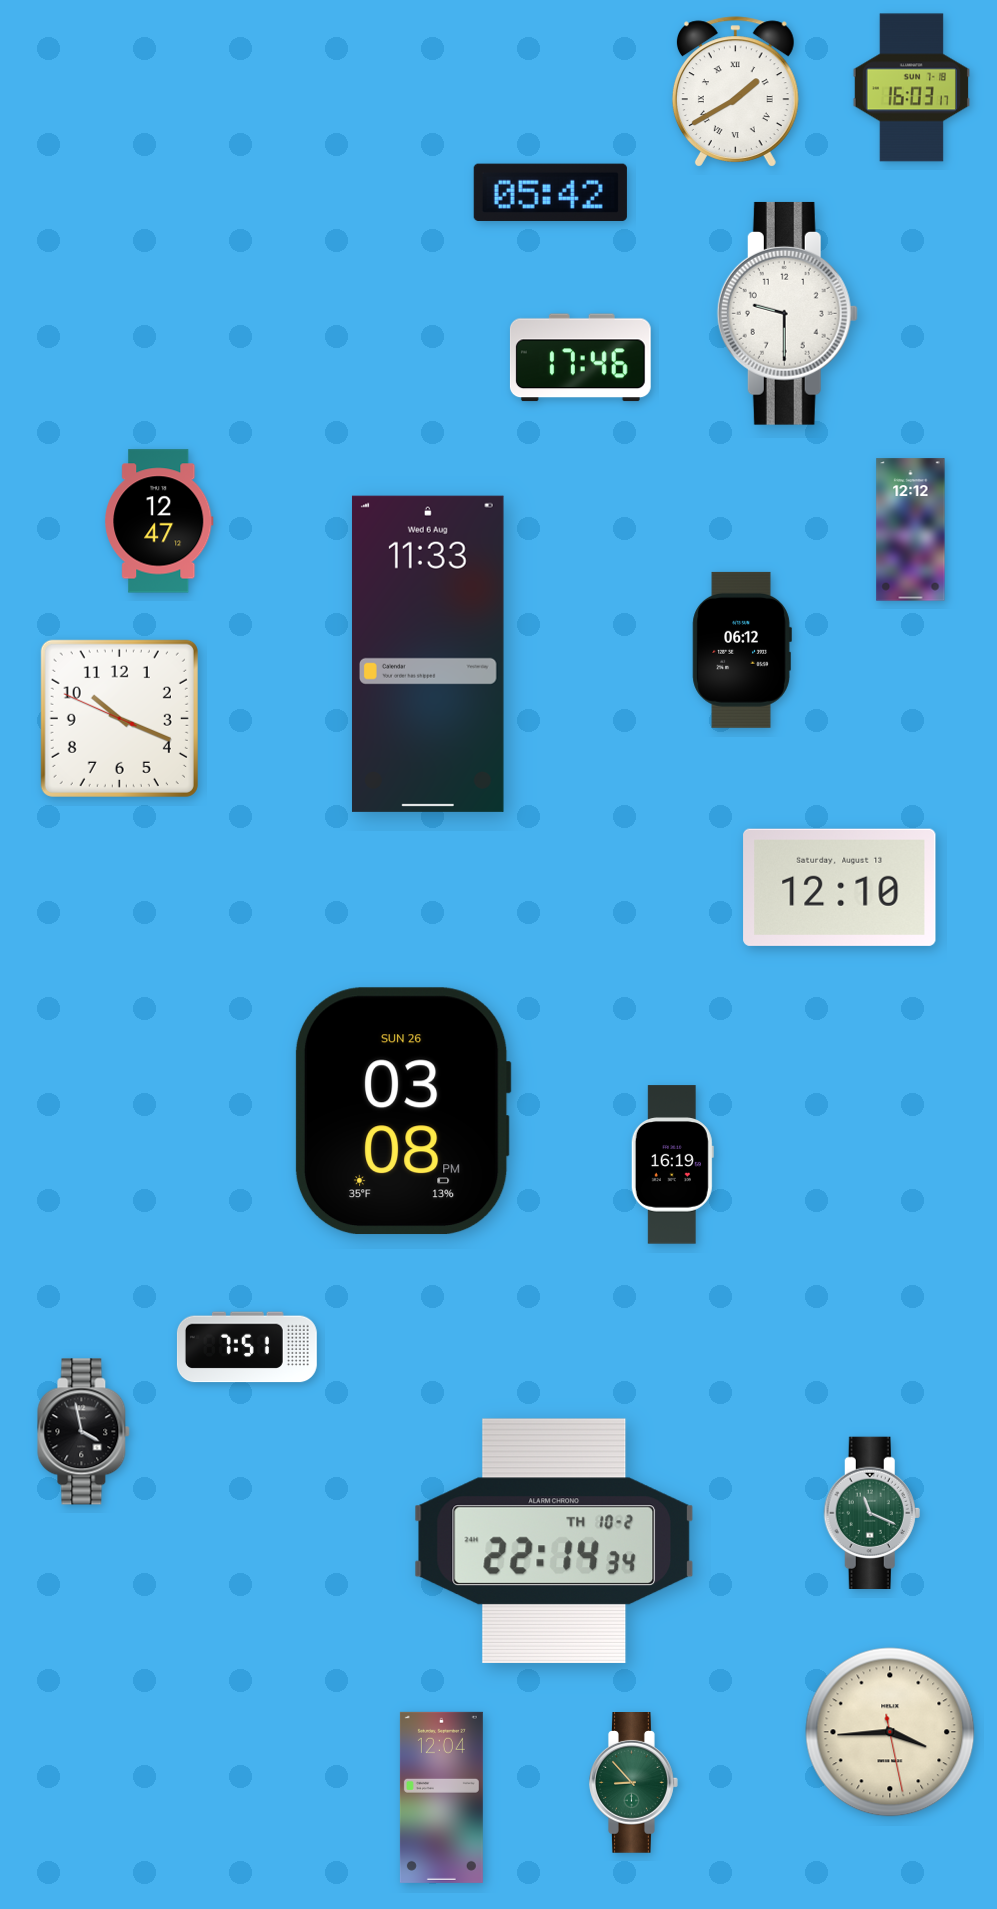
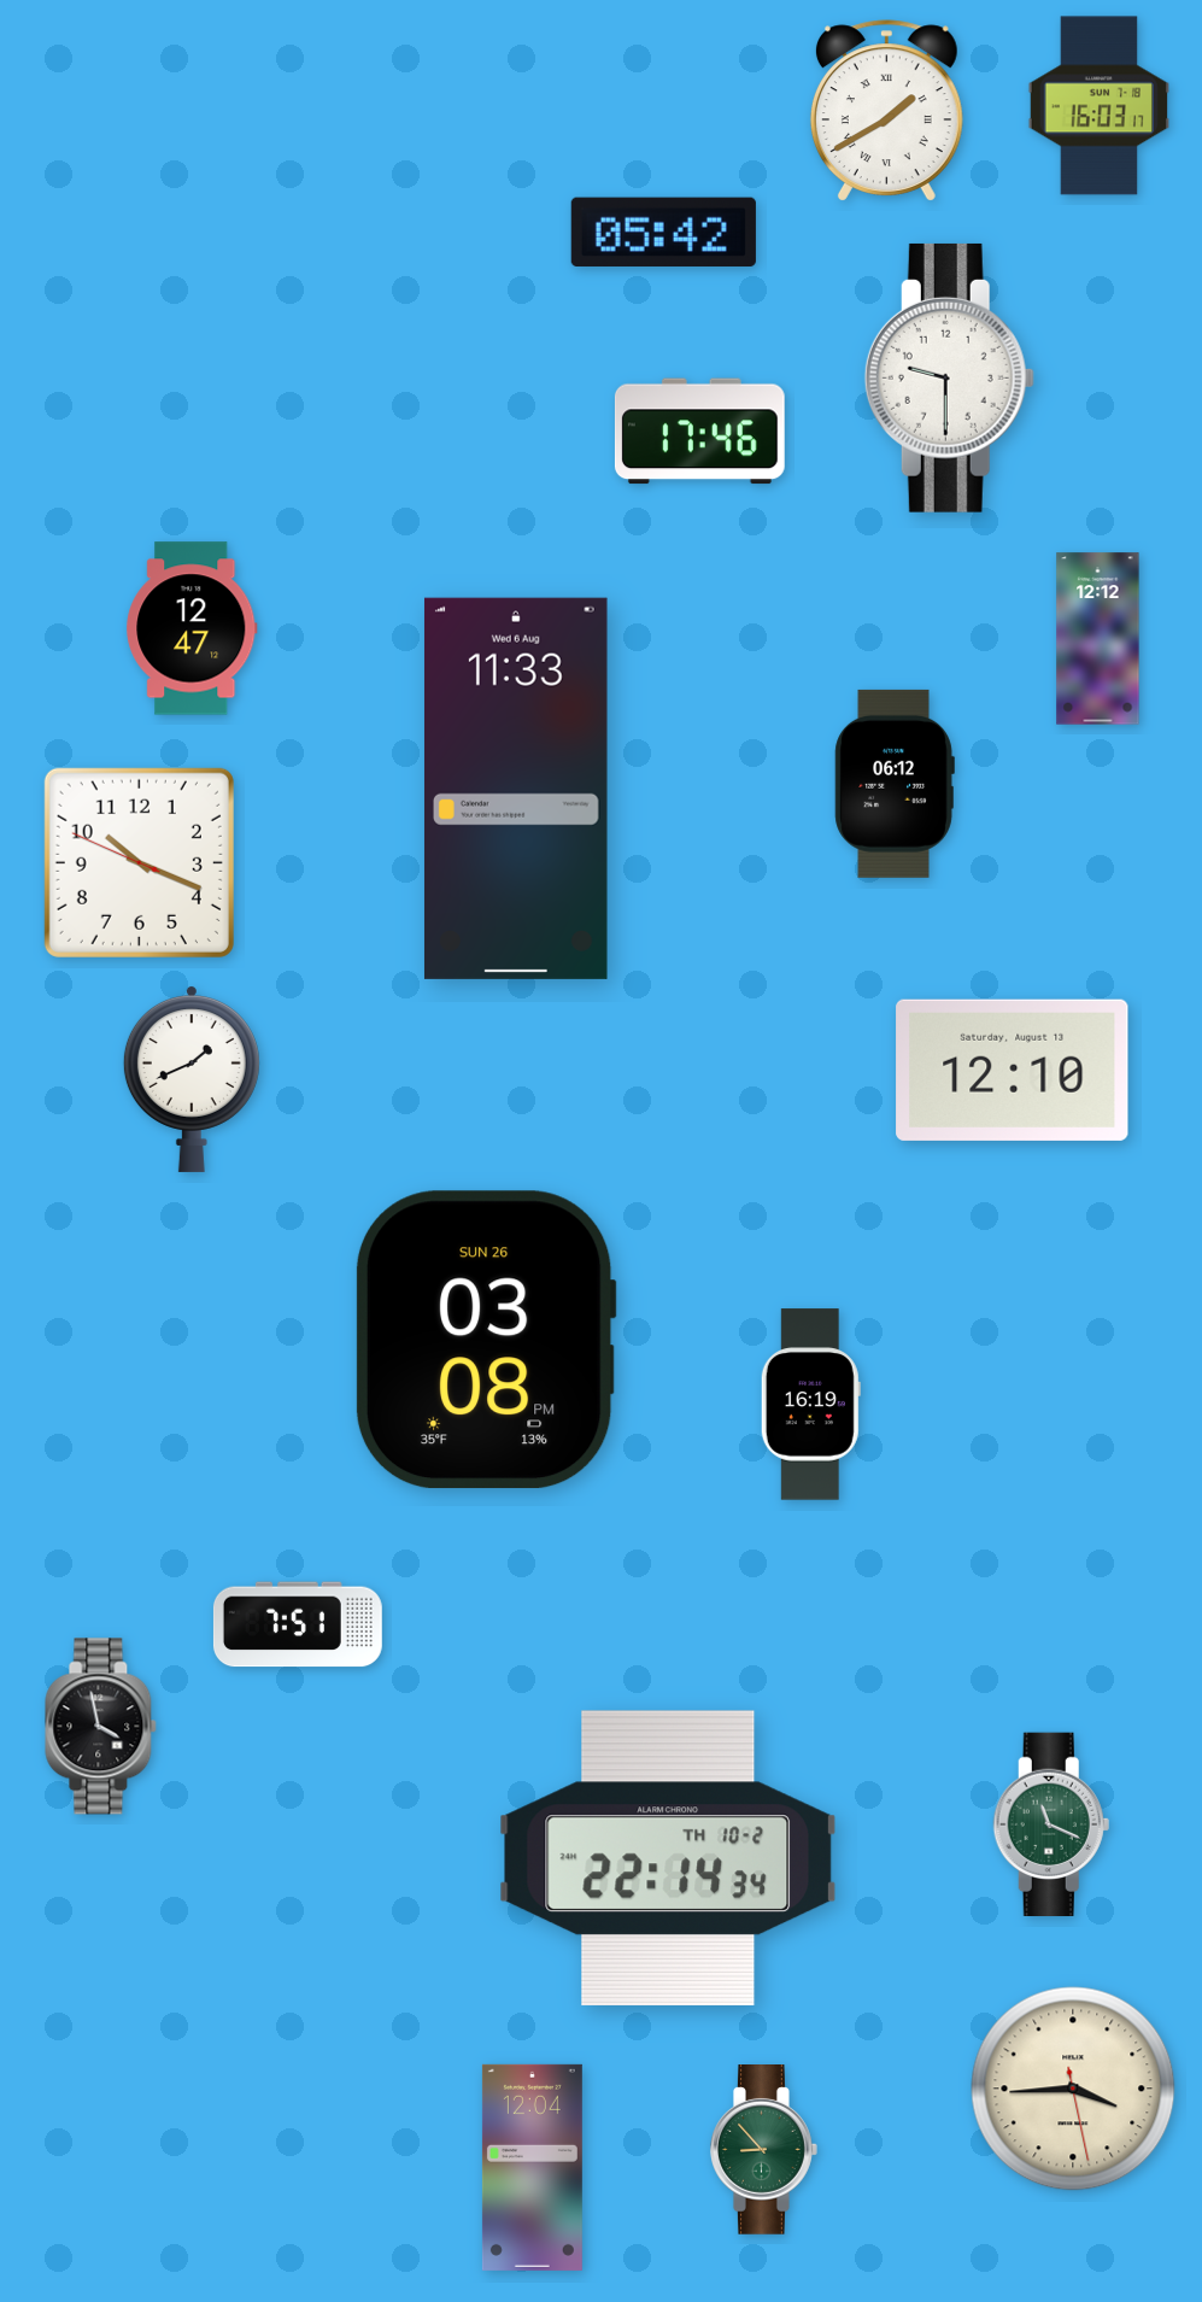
clock at (119, 718) position: (119, 718) -> (139, 862)
clock at (192, 1078): none -> 1:41
